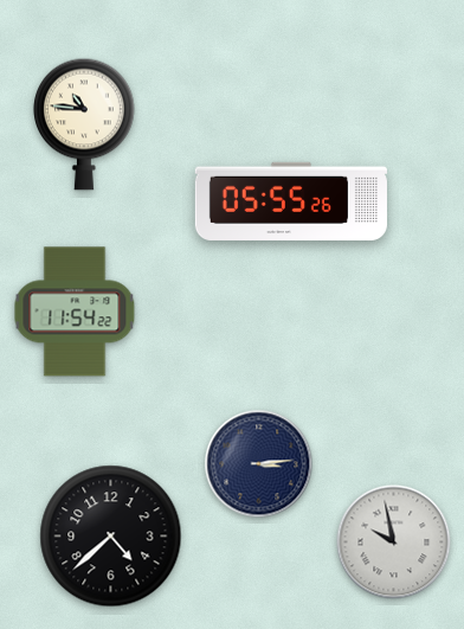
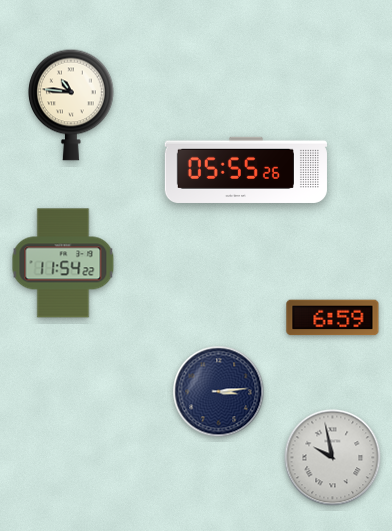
clock at (333, 318): none -> 6:59
clock at (111, 537): 4:38 -> none
